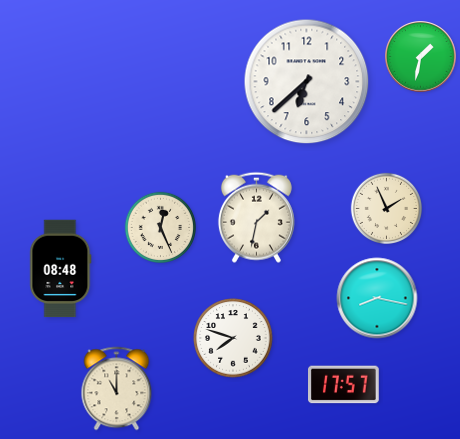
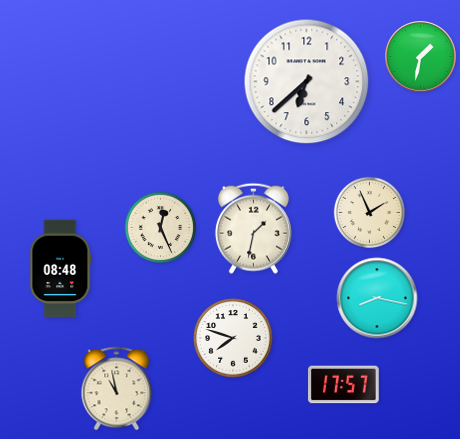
clock at (386, 208) position: (386, 208) -> (369, 212)
clock at (256, 217) position: (256, 217) -> (253, 228)
clock at (117, 389): 11:00 -> 10:58
